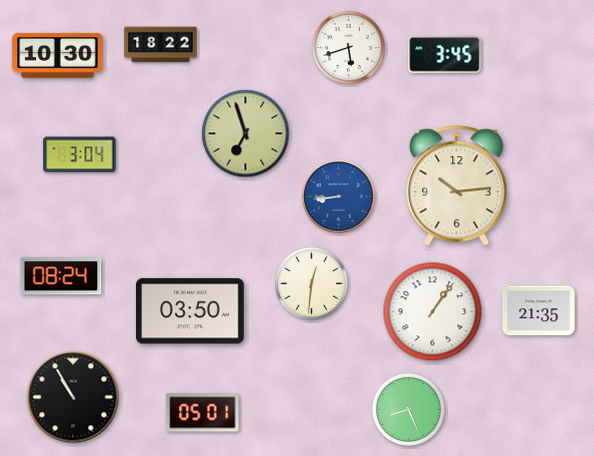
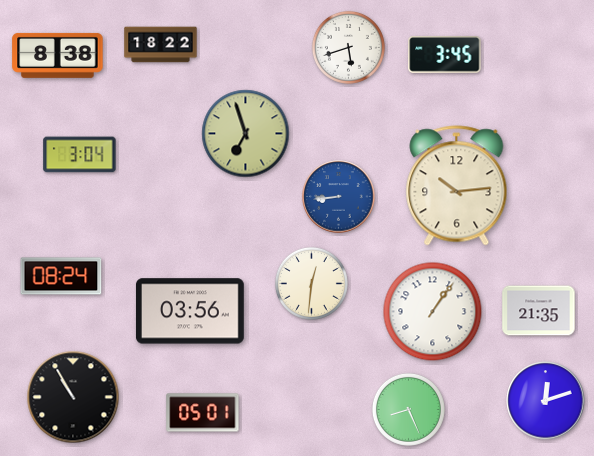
clock at (58, 55): 10:30 -> 8:38
clock at (190, 311): 03:50 -> 03:56
clock at (546, 401): none -> 12:12
